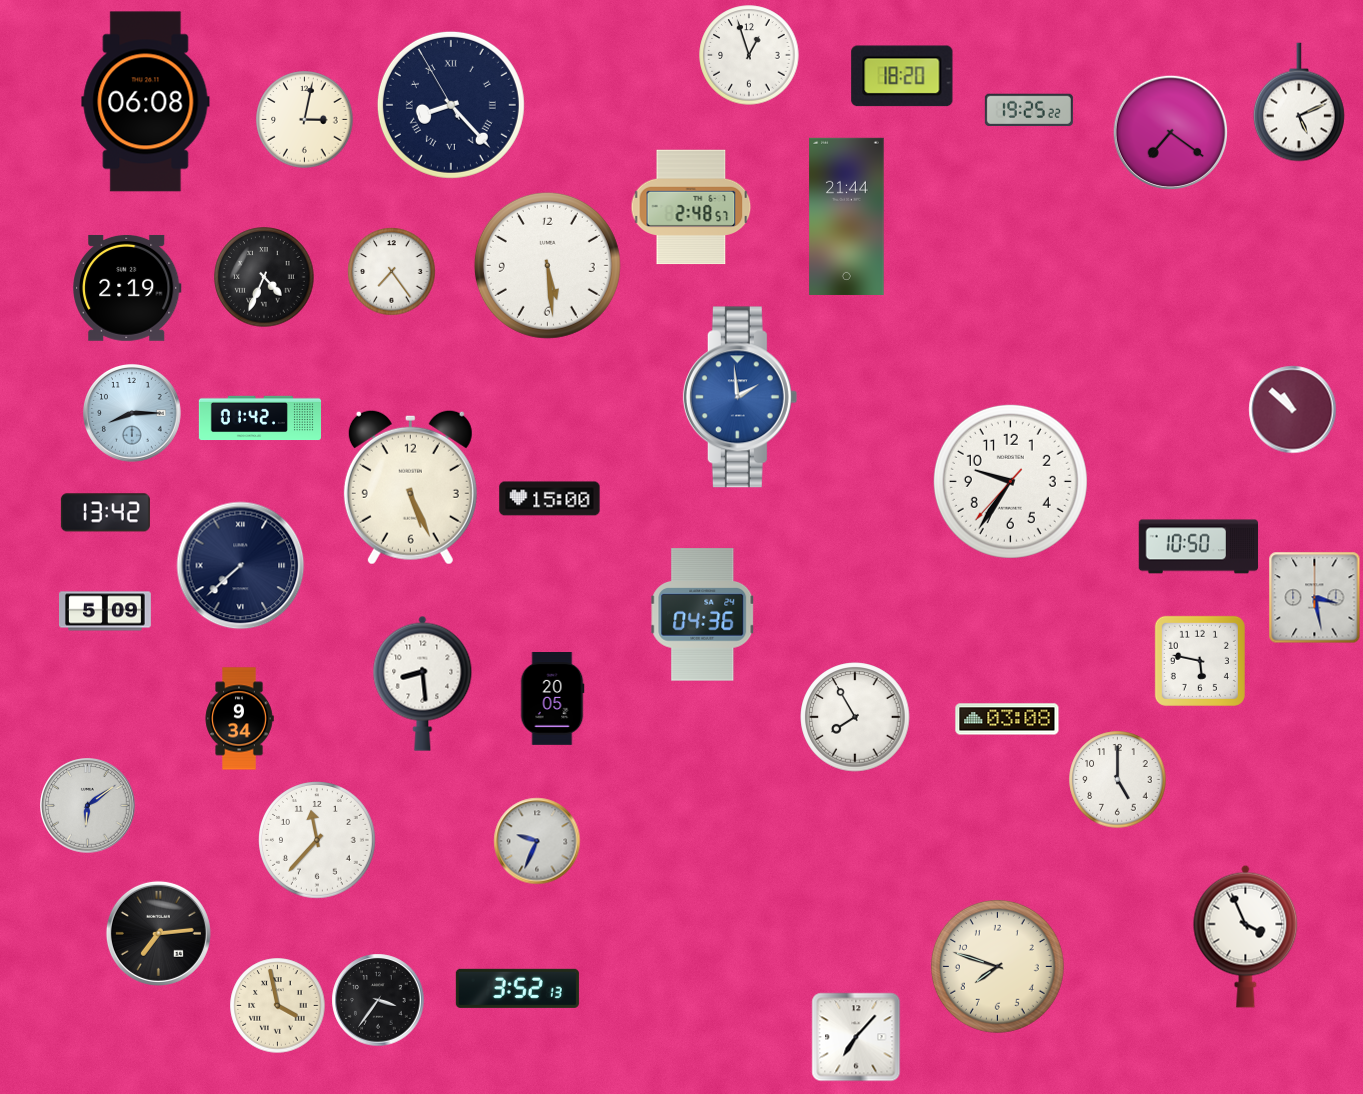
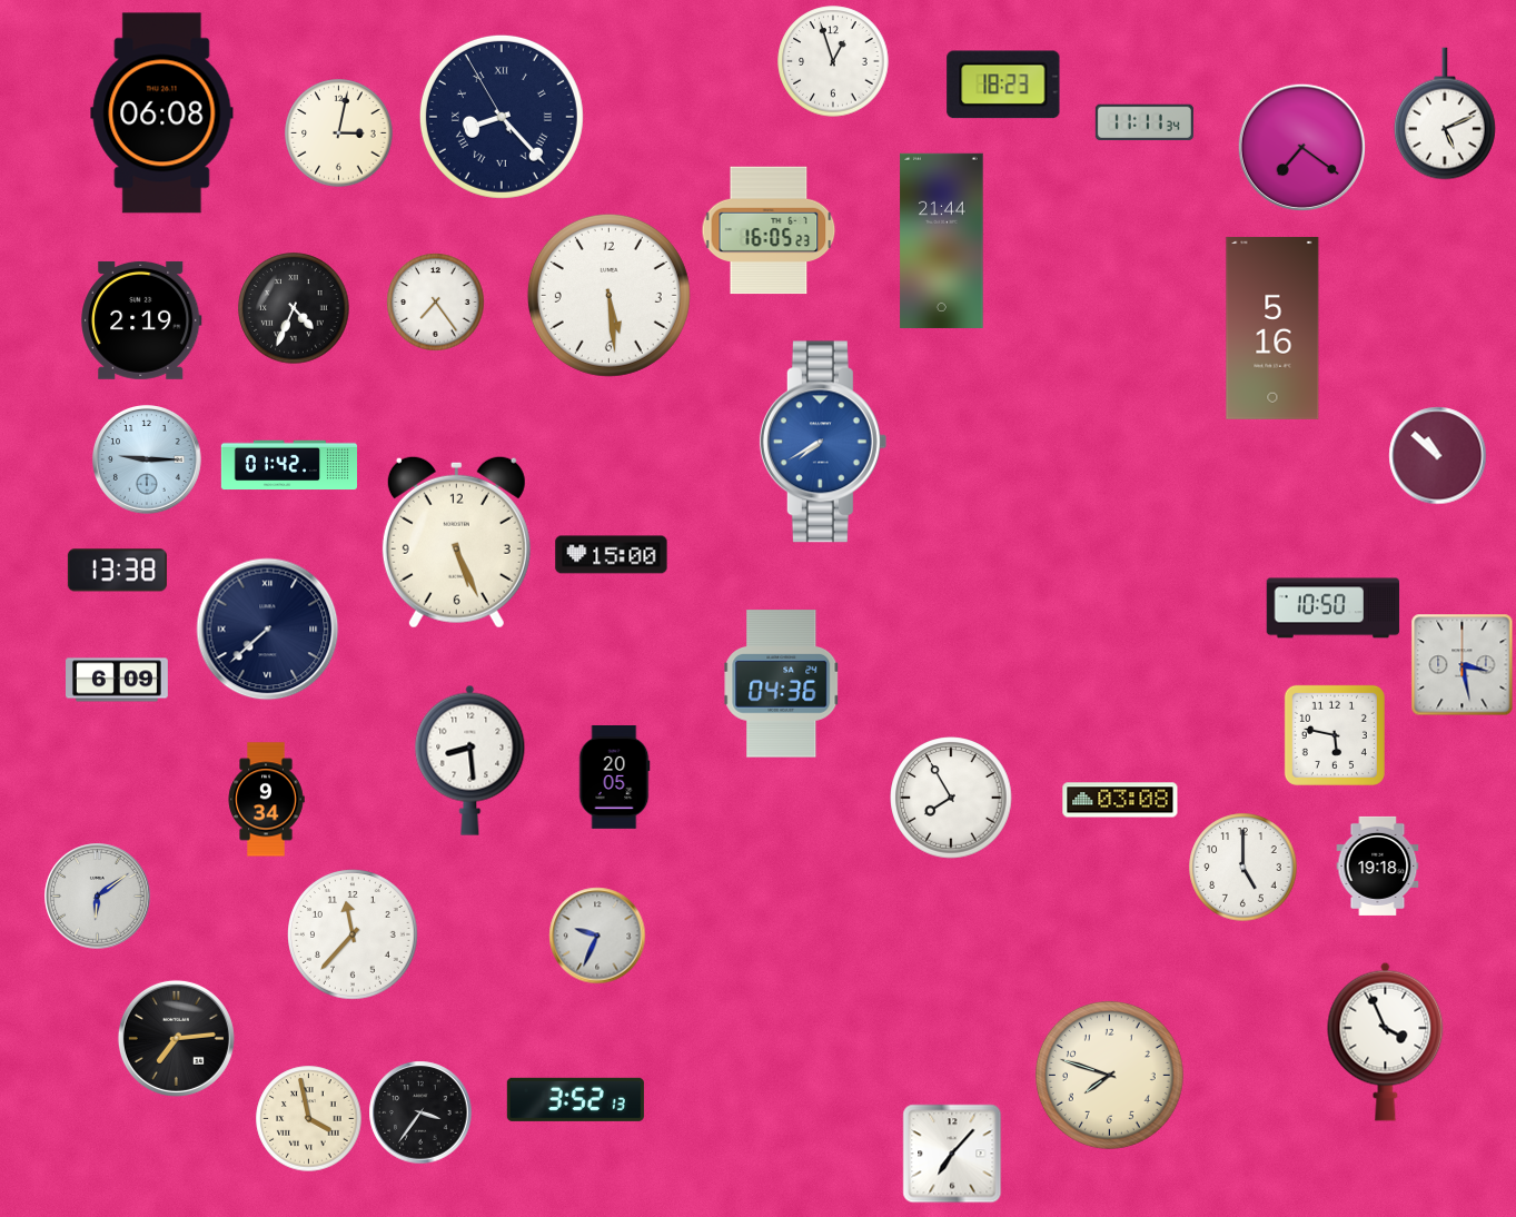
clock at (902, 76): 18:20 -> 18:23
clock at (1029, 110): 19:25 -> 11:11
clock at (691, 207): 2:48 -> 16:05
clock at (1272, 328): none -> 5:16
clock at (740, 397): 1:59 -> 7:40
clock at (133, 414): 8:15 -> 9:15
clock at (1010, 481): 9:35 -> none
clock at (105, 513): 13:42 -> 13:38
clock at (106, 611): 5:09 -> 6:09
clock at (1378, 865): none -> 19:18
